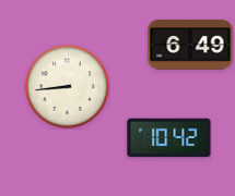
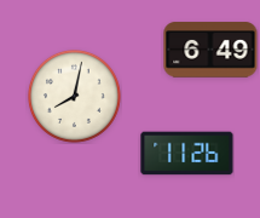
clock at (67, 86): 8:44 -> 8:02
clock at (169, 138): 10:42 -> 11:26
